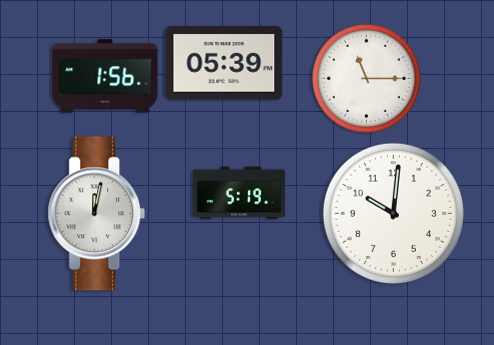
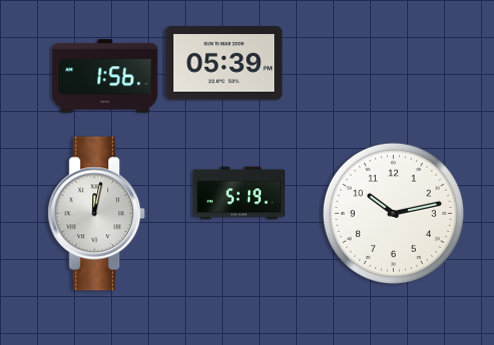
clock at (366, 78): 11:15 -> none
clock at (393, 213): 10:01 -> 10:13
